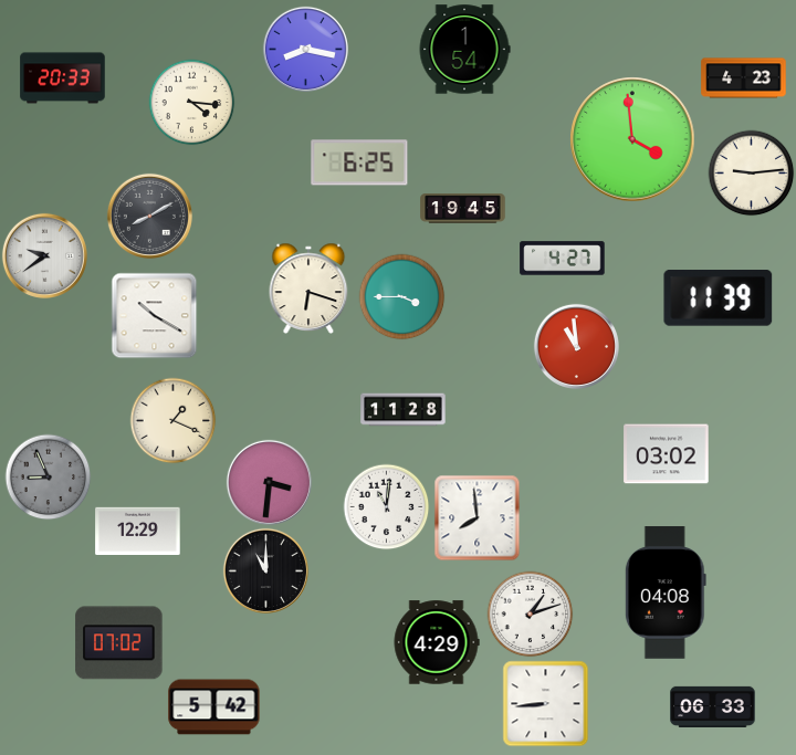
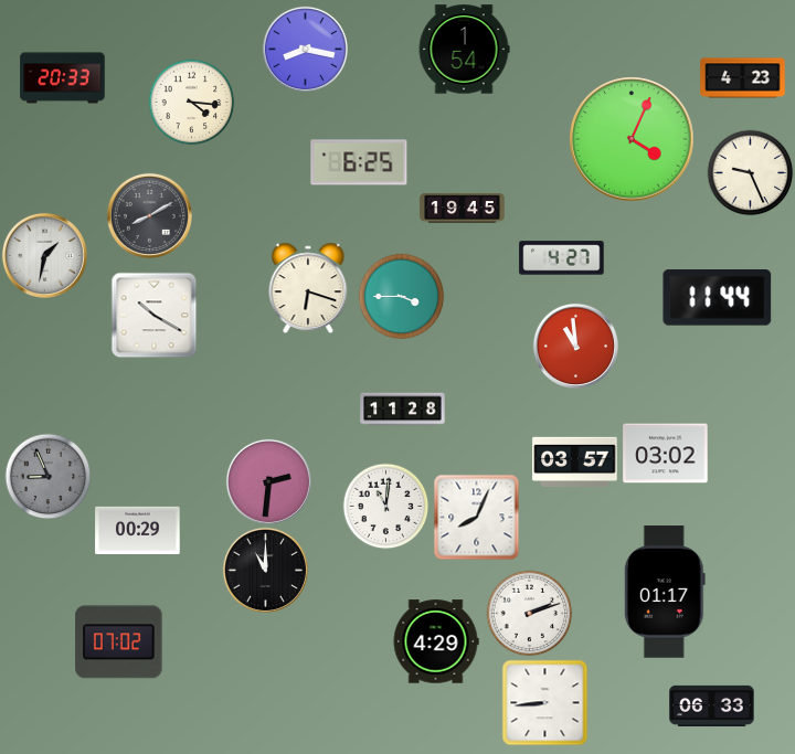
clock at (632, 139): 3:59 -> 4:04
clock at (751, 172): 9:14 -> 9:26
clock at (44, 255): 9:39 -> 1:32
clock at (719, 298): 11:39 -> 11:44
clock at (172, 420): 1:19 -> none
clock at (575, 463): none -> 03:57
clock at (269, 482): 3:31 -> 2:31
clock at (476, 517): 7:59 -> 8:04
clock at (138, 531): 12:29 -> 00:29
clock at (666, 593): 04:08 -> 01:17
clock at (530, 614): 1:12 -> 2:12
clock at (214, 707): 5:42 -> none
